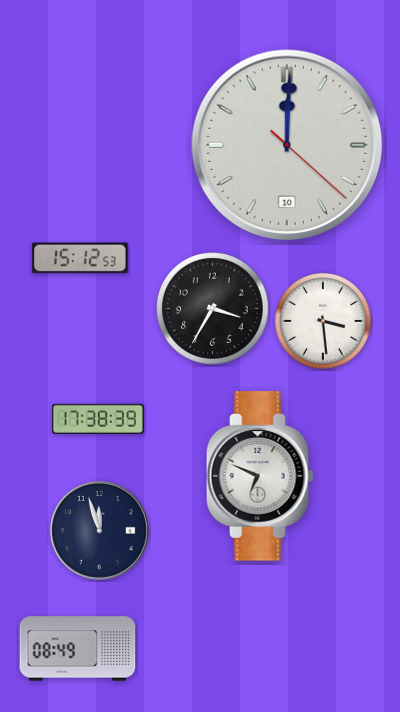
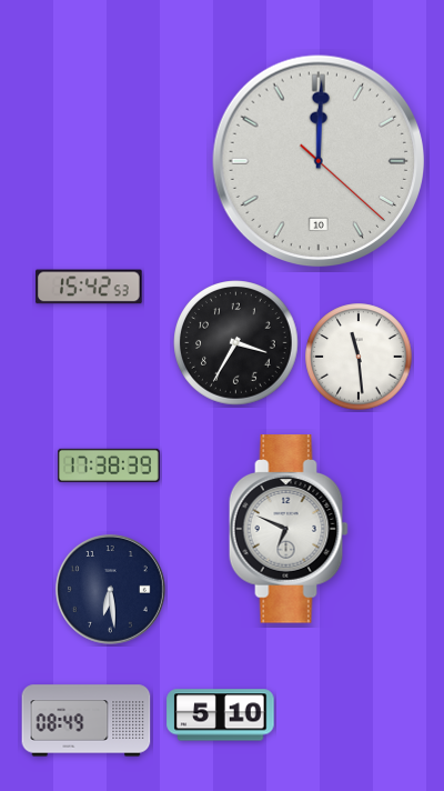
clock at (80, 258): 15:12 -> 15:42
clock at (323, 321): 3:29 -> 11:29
clock at (99, 530): 11:57 -> 6:29
clock at (221, 715): none -> 5:10
